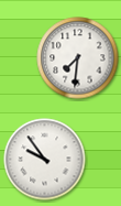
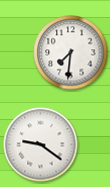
clock at (45, 160): 9:54 -> 9:21
